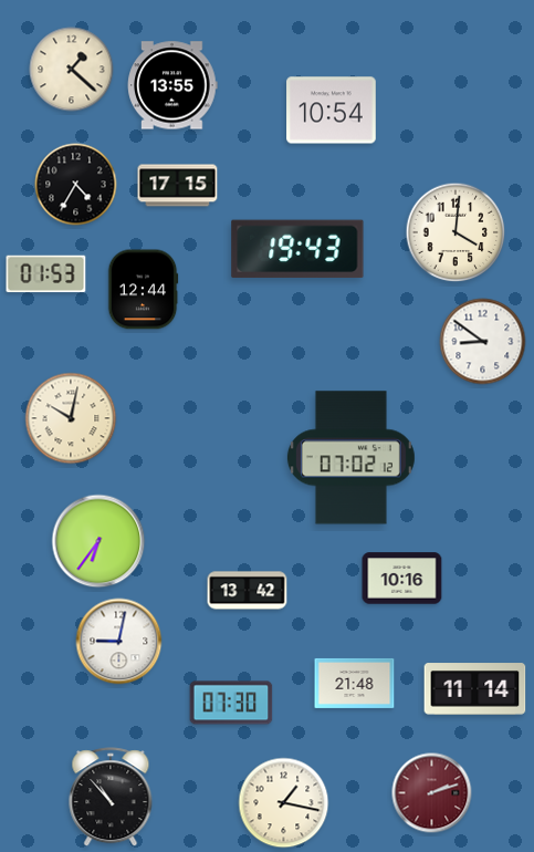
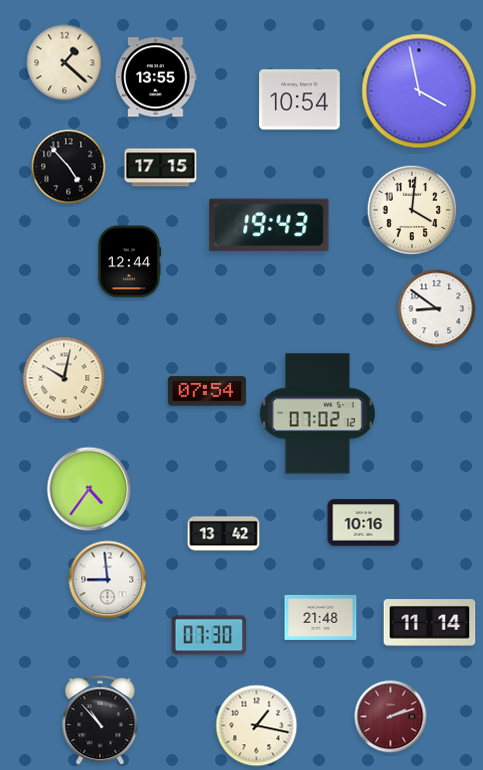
clock at (419, 91): none -> 3:58
clock at (76, 185): 4:35 -> 4:53
clock at (46, 274): 01:53 -> none
clock at (207, 391): none -> 07:54
clock at (98, 541): 6:36 -> 4:36
clock at (119, 642): 9:02 -> 8:59
